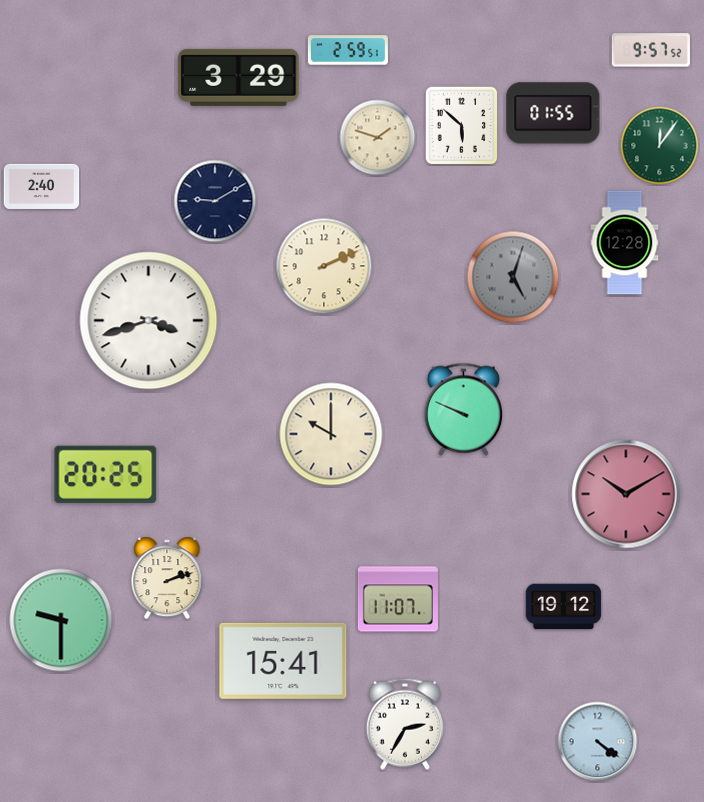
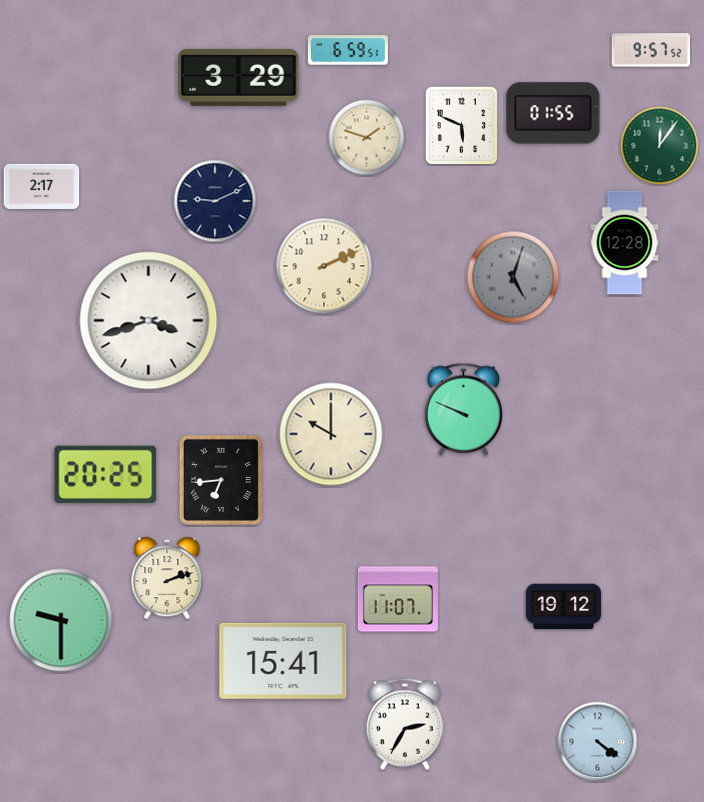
clock at (348, 50): 2:59 -> 6:59
clock at (462, 126): 5:52 -> 5:49
clock at (378, 138) position: (378, 138) -> (367, 138)
clock at (42, 186): 2:40 -> 2:17
clock at (215, 201): 9:10 -> 9:11
clock at (221, 480): none -> 6:44
clock at (626, 494): 10:10 -> none
